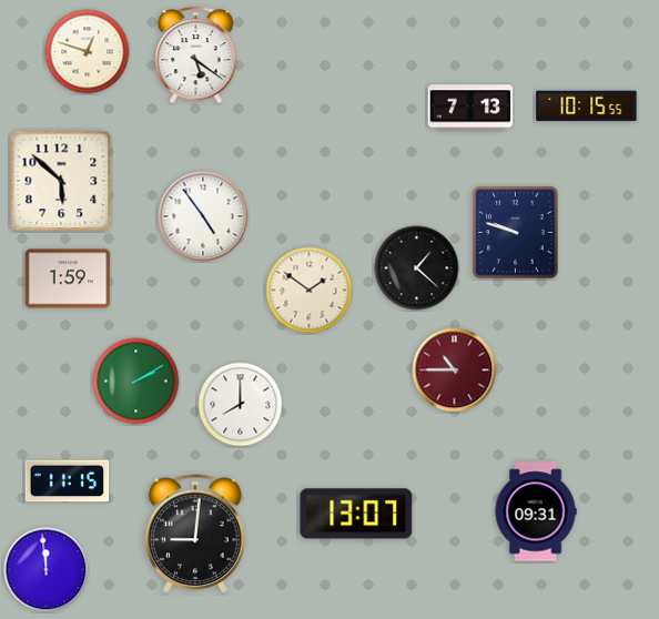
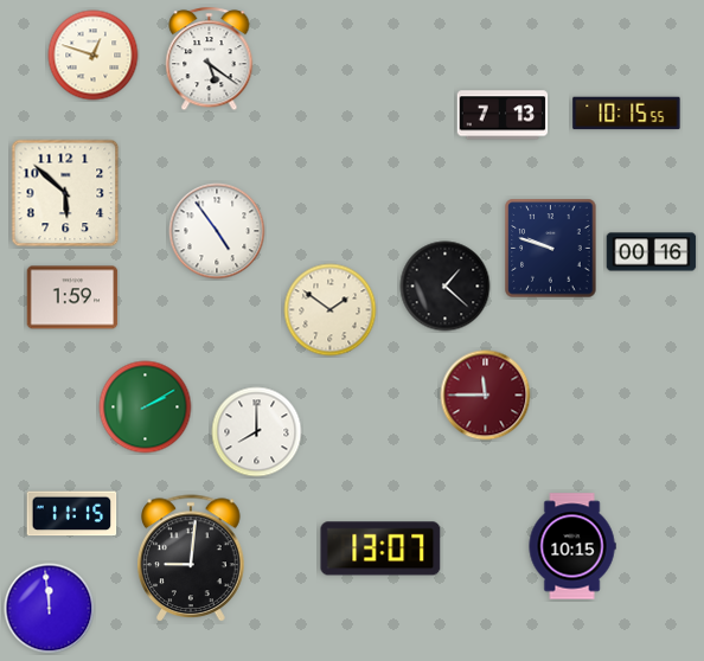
clock at (652, 252): none -> 00:16
clock at (455, 371): 10:45 -> 11:45
clock at (536, 511): 09:31 -> 10:15
clock at (195, 535) position: (195, 535) -> (191, 559)
